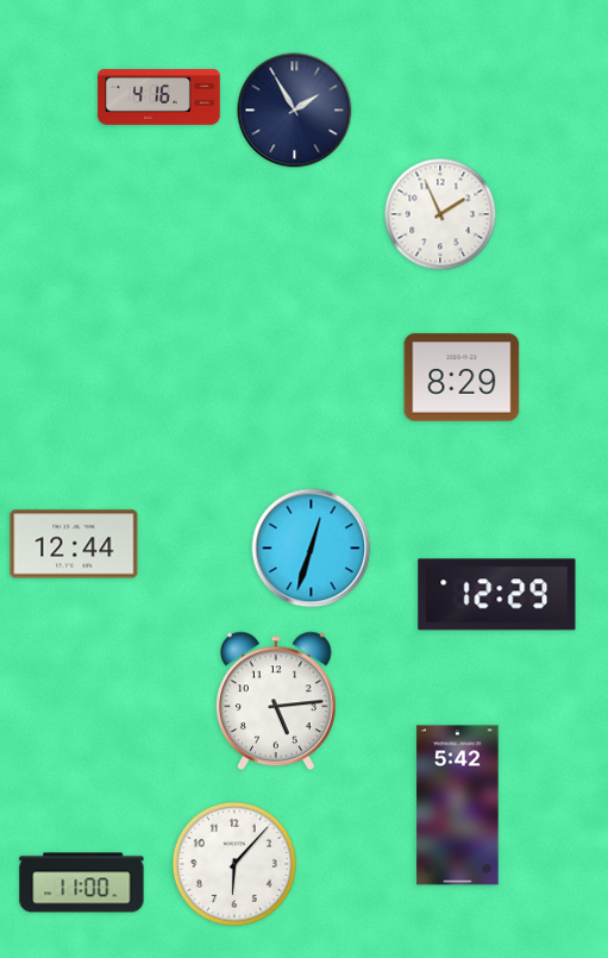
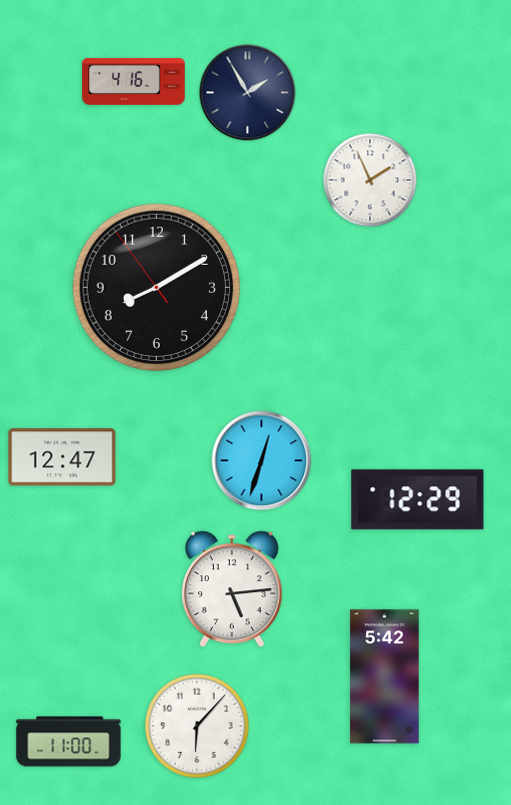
clock at (157, 288): none -> 8:09
clock at (462, 377): 8:29 -> none
clock at (74, 544): 12:44 -> 12:47
